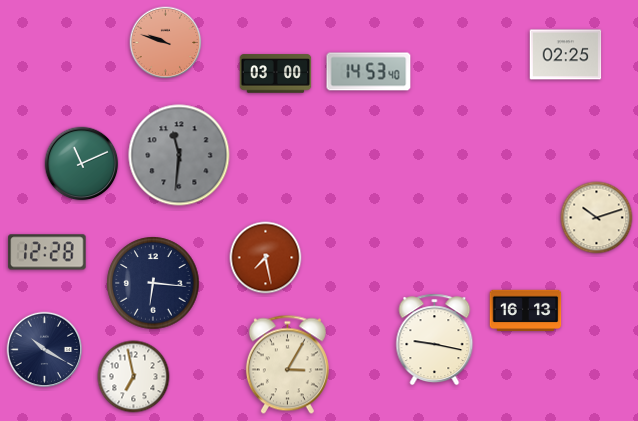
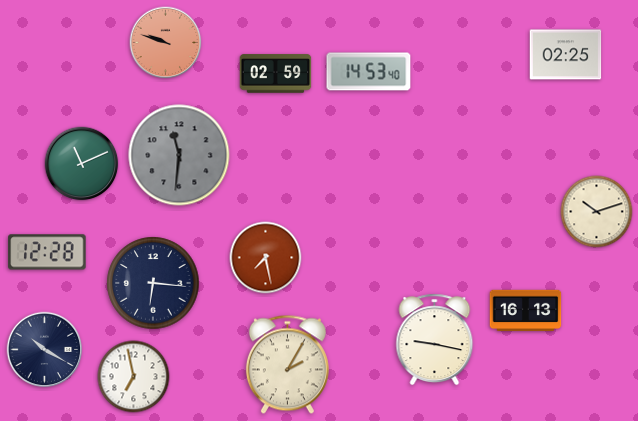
clock at (276, 74): 03:00 -> 02:59
clock at (597, 218) position: (597, 218) -> (597, 212)
clock at (287, 365): 3:05 -> 2:05
